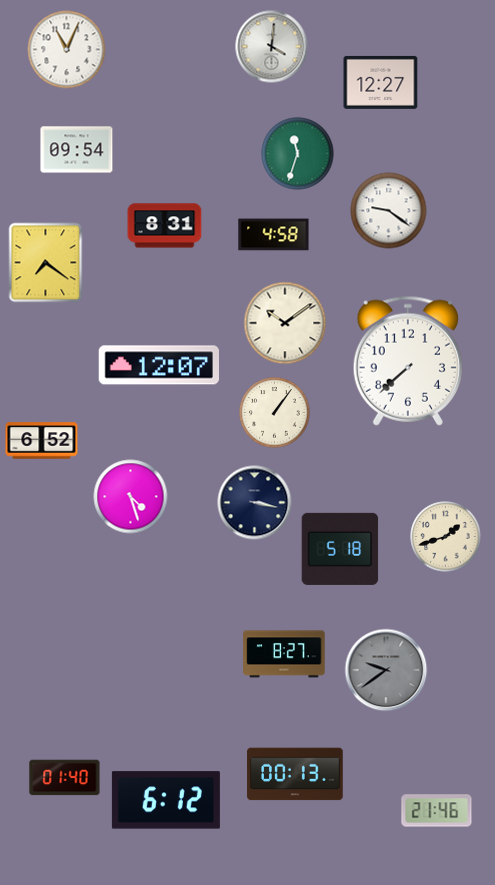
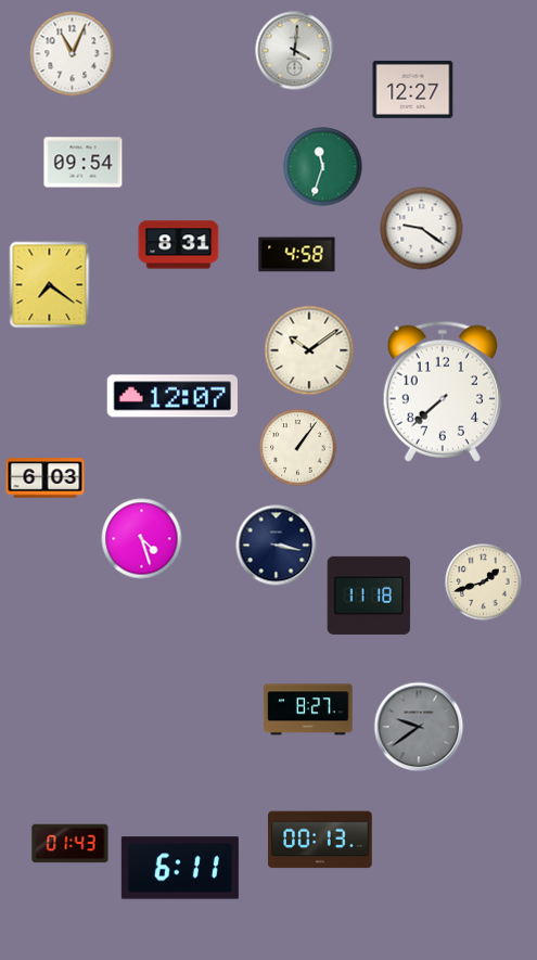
clock at (42, 441): 6:52 -> 6:03
clock at (340, 549): 5:18 -> 11:18
clock at (65, 778): 01:40 -> 01:43
clock at (166, 800): 6:12 -> 6:11
clock at (437, 811): 21:46 -> none
